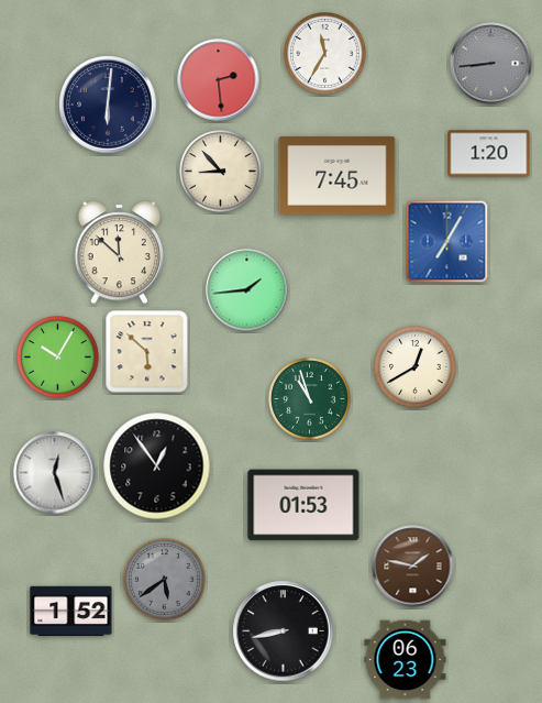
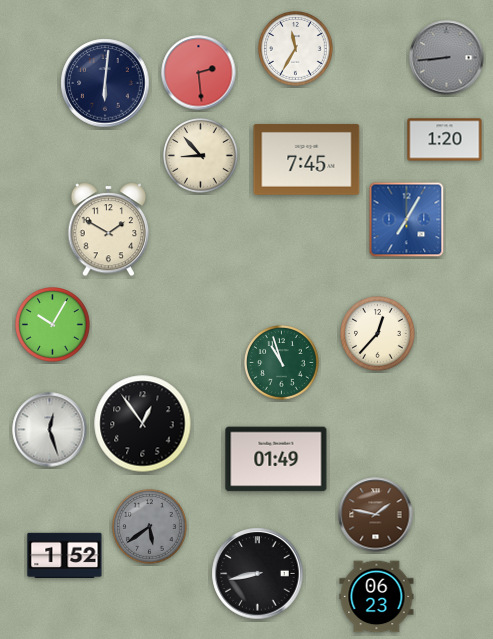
clock at (108, 105) position: (108, 105) -> (105, 83)
clock at (120, 253): 11:52 -> 1:50
clock at (247, 290): 1:44 -> none
clock at (147, 352): 5:52 -> none
clock at (416, 367): 12:40 -> 12:37
clock at (303, 505): 01:53 -> 01:49
clock at (406, 660) position: (406, 660) -> (377, 597)
